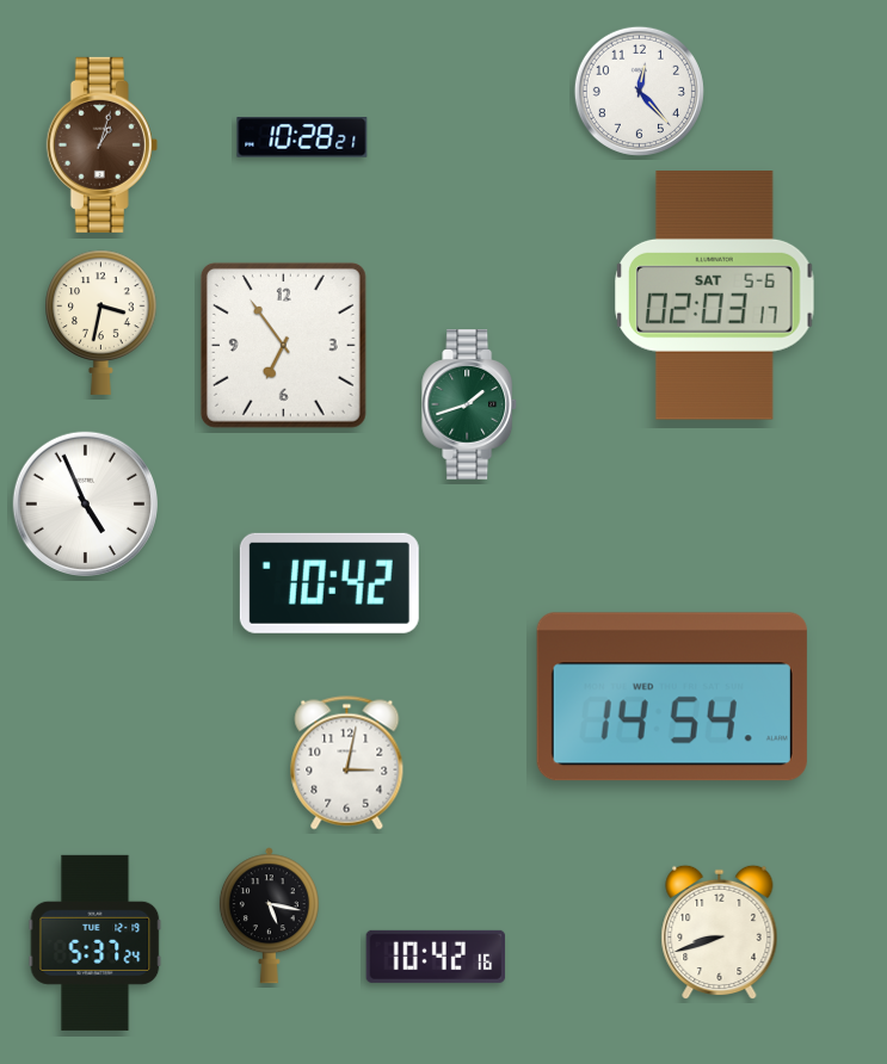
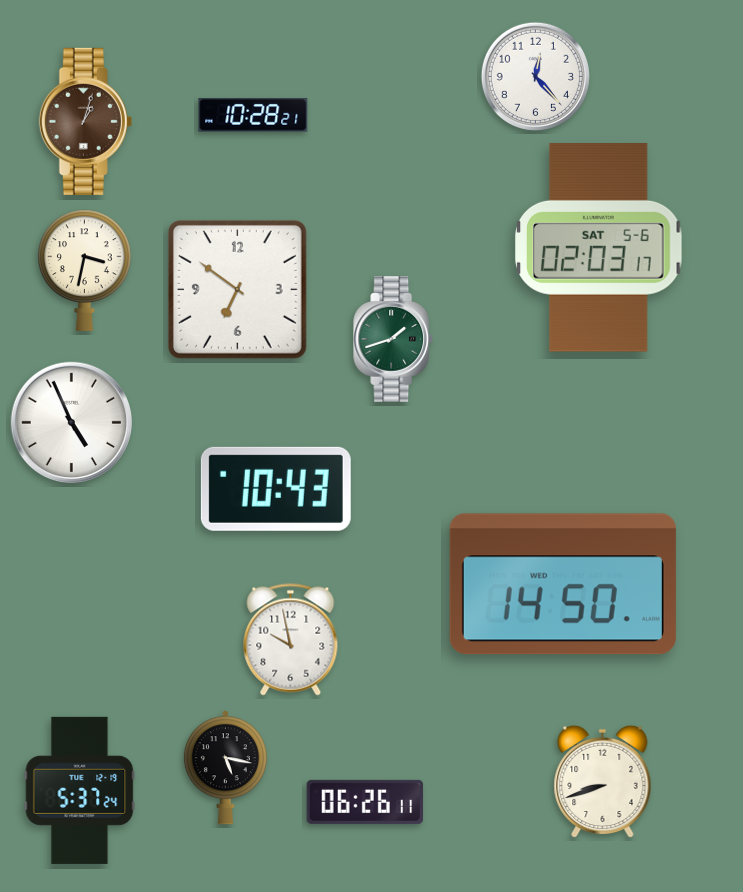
clock at (283, 345): 6:54 -> 6:51
clock at (329, 583): 10:42 -> 10:43
clock at (672, 697): 14:54 -> 14:50
clock at (347, 763): 3:02 -> 9:58
clock at (436, 957): 10:42 -> 06:26
